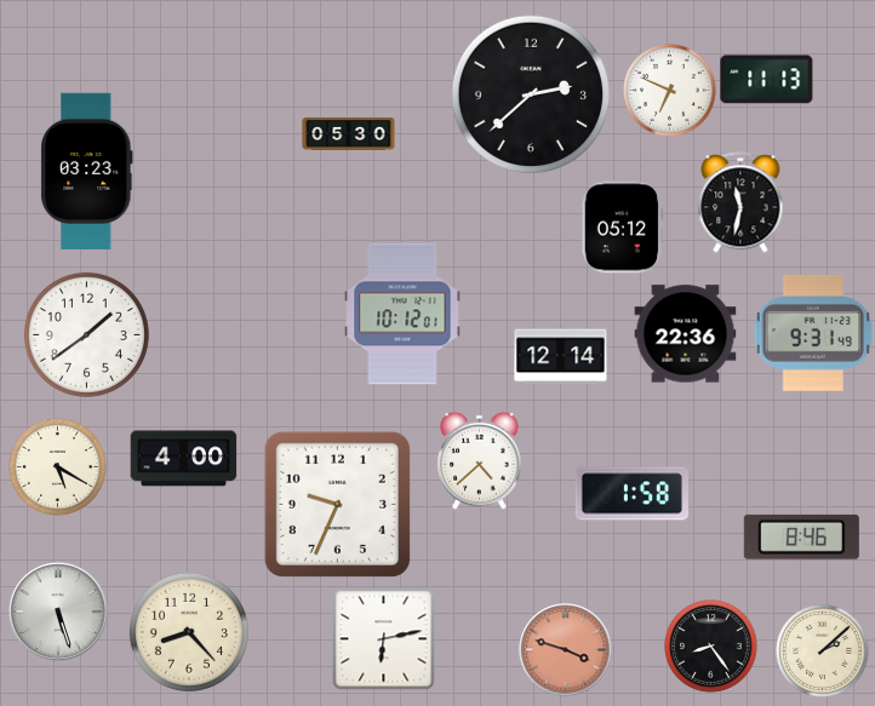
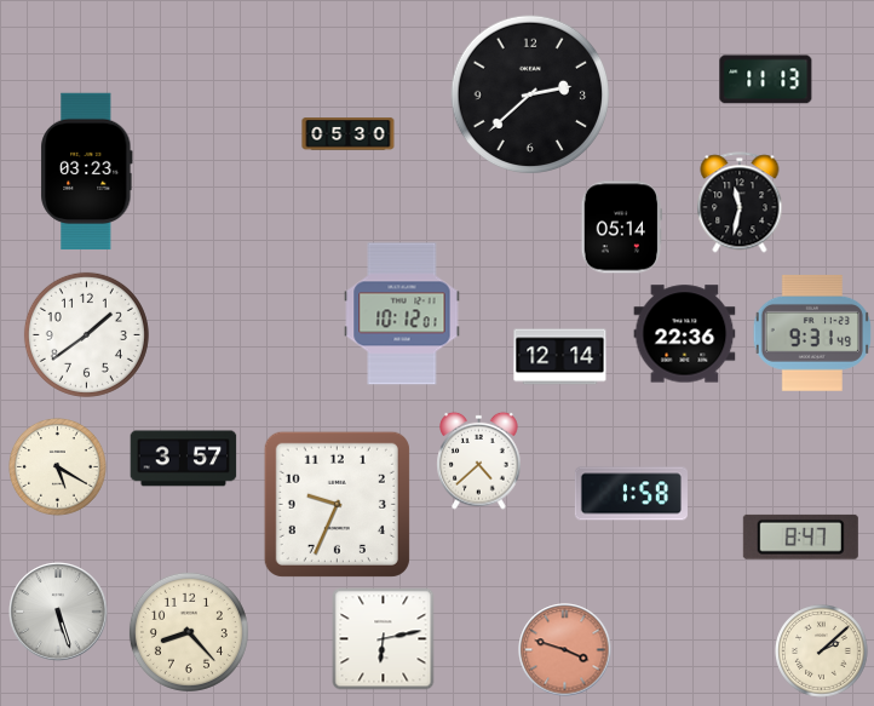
clock at (670, 91): 6:49 -> none
clock at (622, 228): 05:12 -> 05:14
clock at (184, 459): 4:00 -> 3:57
clock at (801, 536): 8:46 -> 8:47
clock at (711, 647): 8:24 -> none
